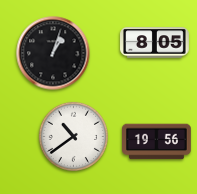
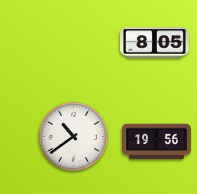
clock at (53, 53): 1:03 -> none
